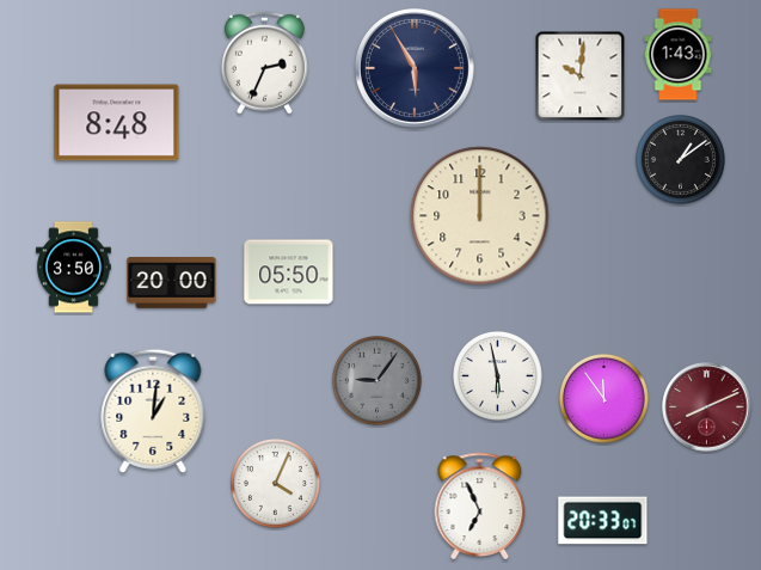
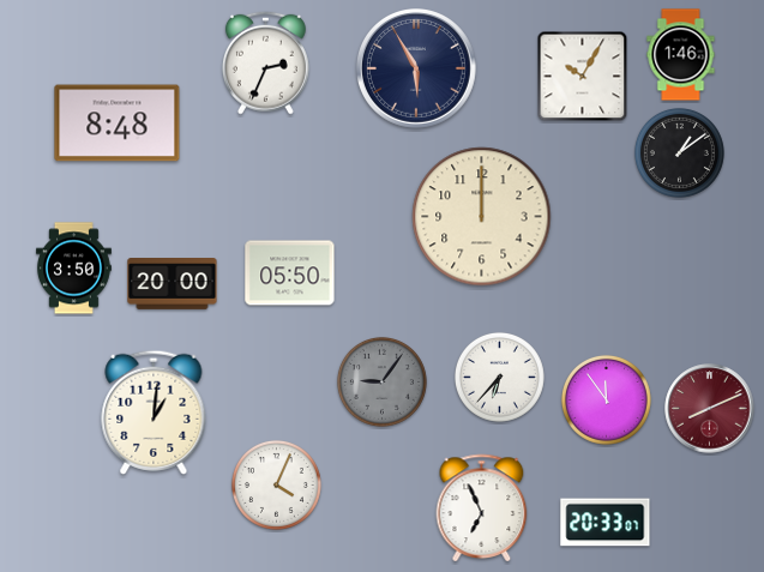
clock at (679, 55): 1:43 -> 1:46
clock at (581, 76): 10:01 -> 10:05
clock at (680, 159) position: (680, 159) -> (679, 152)
clock at (497, 375): 5:58 -> 6:37
clock at (376, 380) position: (376, 380) -> (381, 381)
